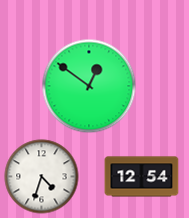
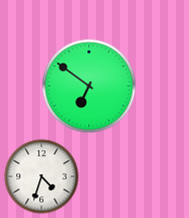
clock at (89, 86): 12:51 -> 6:51
clock at (142, 177): 12:54 -> none
